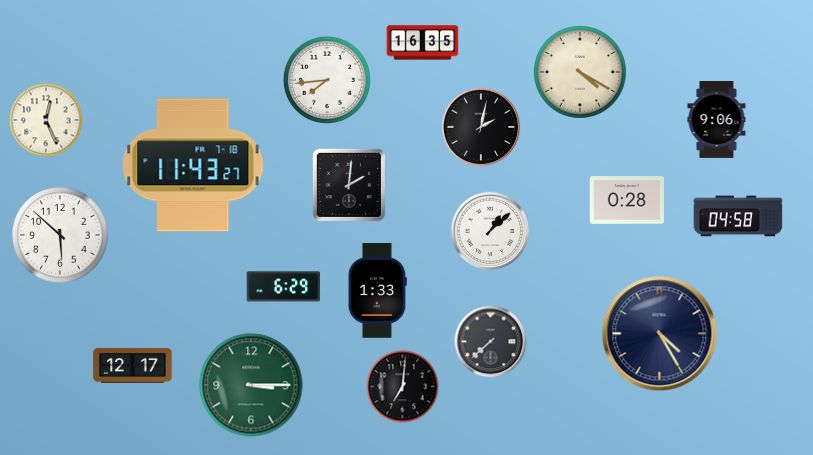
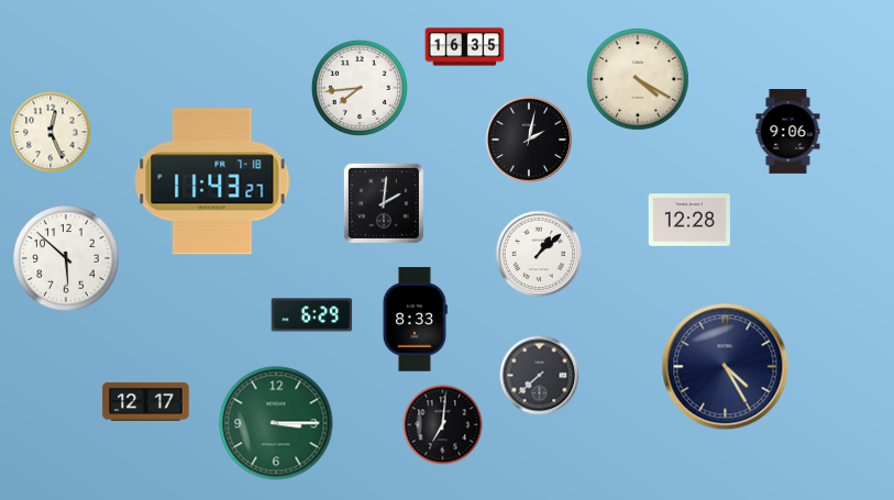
clock at (626, 200): 0:28 -> 12:28
clock at (738, 216): 04:58 -> none
clock at (377, 291): 1:33 -> 8:33
